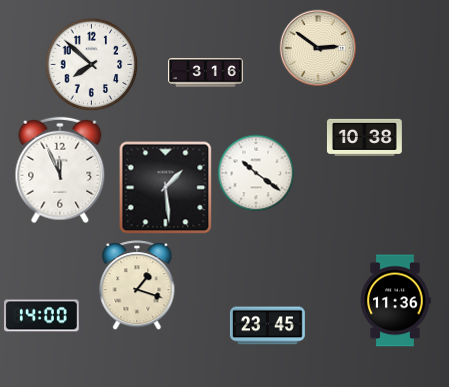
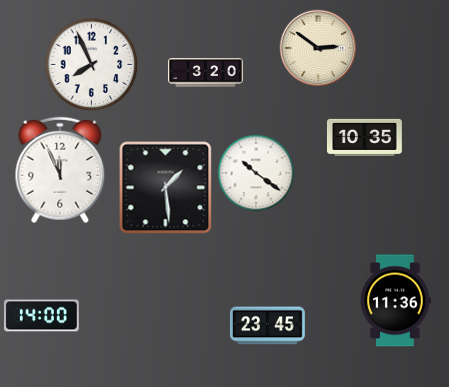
clock at (92, 65): 7:52 -> 7:56
clock at (206, 73): 3:16 -> 3:20
clock at (364, 137): 10:38 -> 10:35
clock at (137, 286): 1:18 -> none
